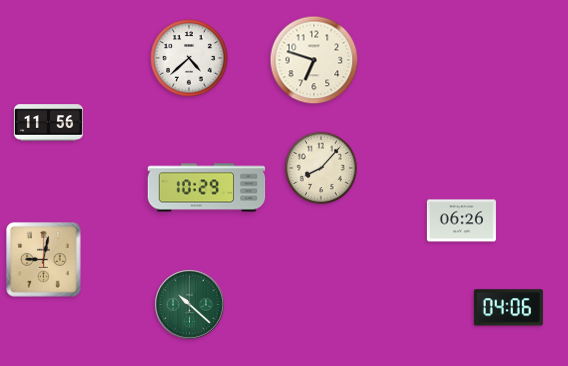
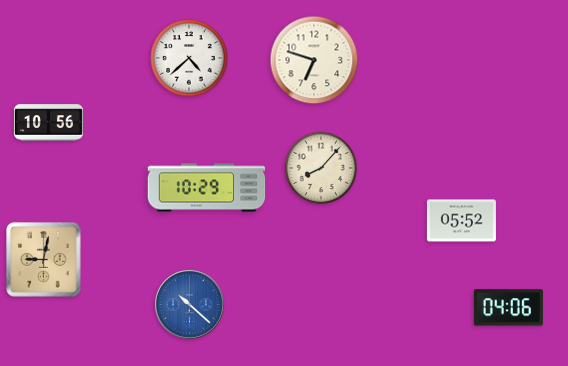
clock at (48, 123): 11:56 -> 10:56
clock at (461, 221): 06:26 -> 05:52
clock at (189, 304) dial: green -> blue
